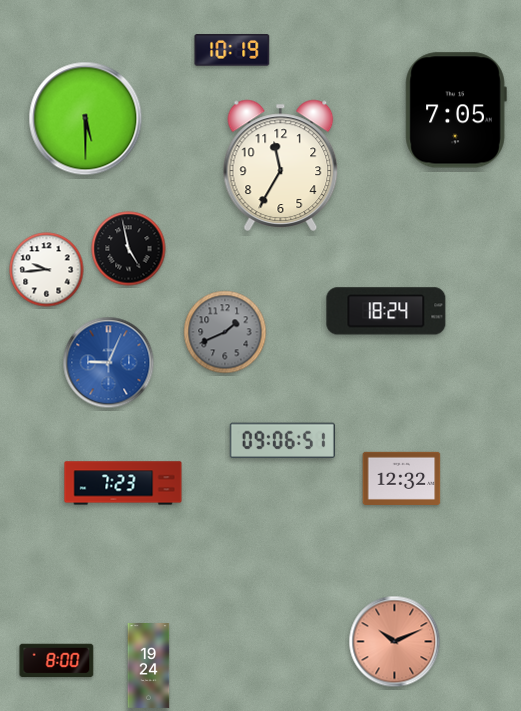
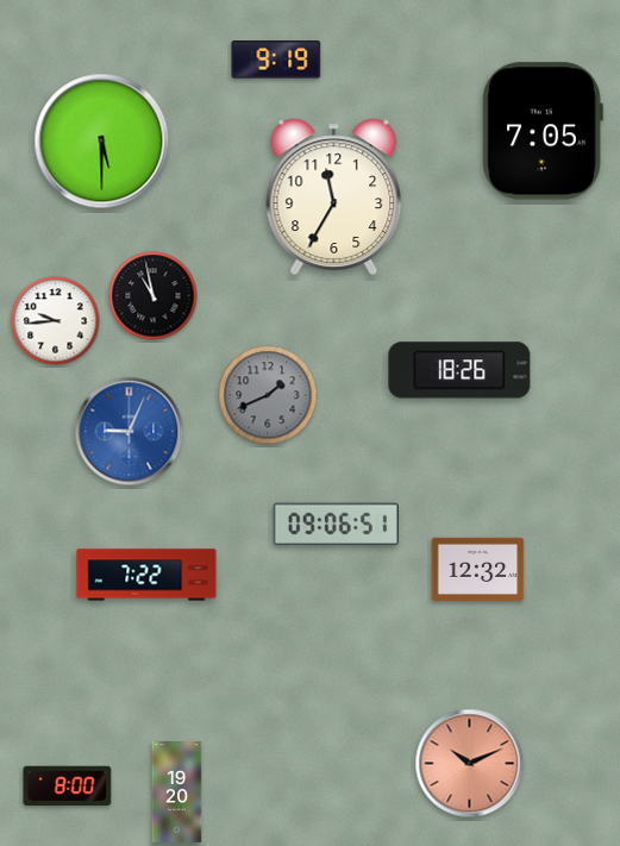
clock at (232, 50): 10:19 -> 9:19
clock at (129, 249): 4:58 -> 10:58
clock at (386, 311): 18:24 -> 18:26
clock at (123, 483): 7:23 -> 7:22
clock at (149, 666): 19:24 -> 19:20
